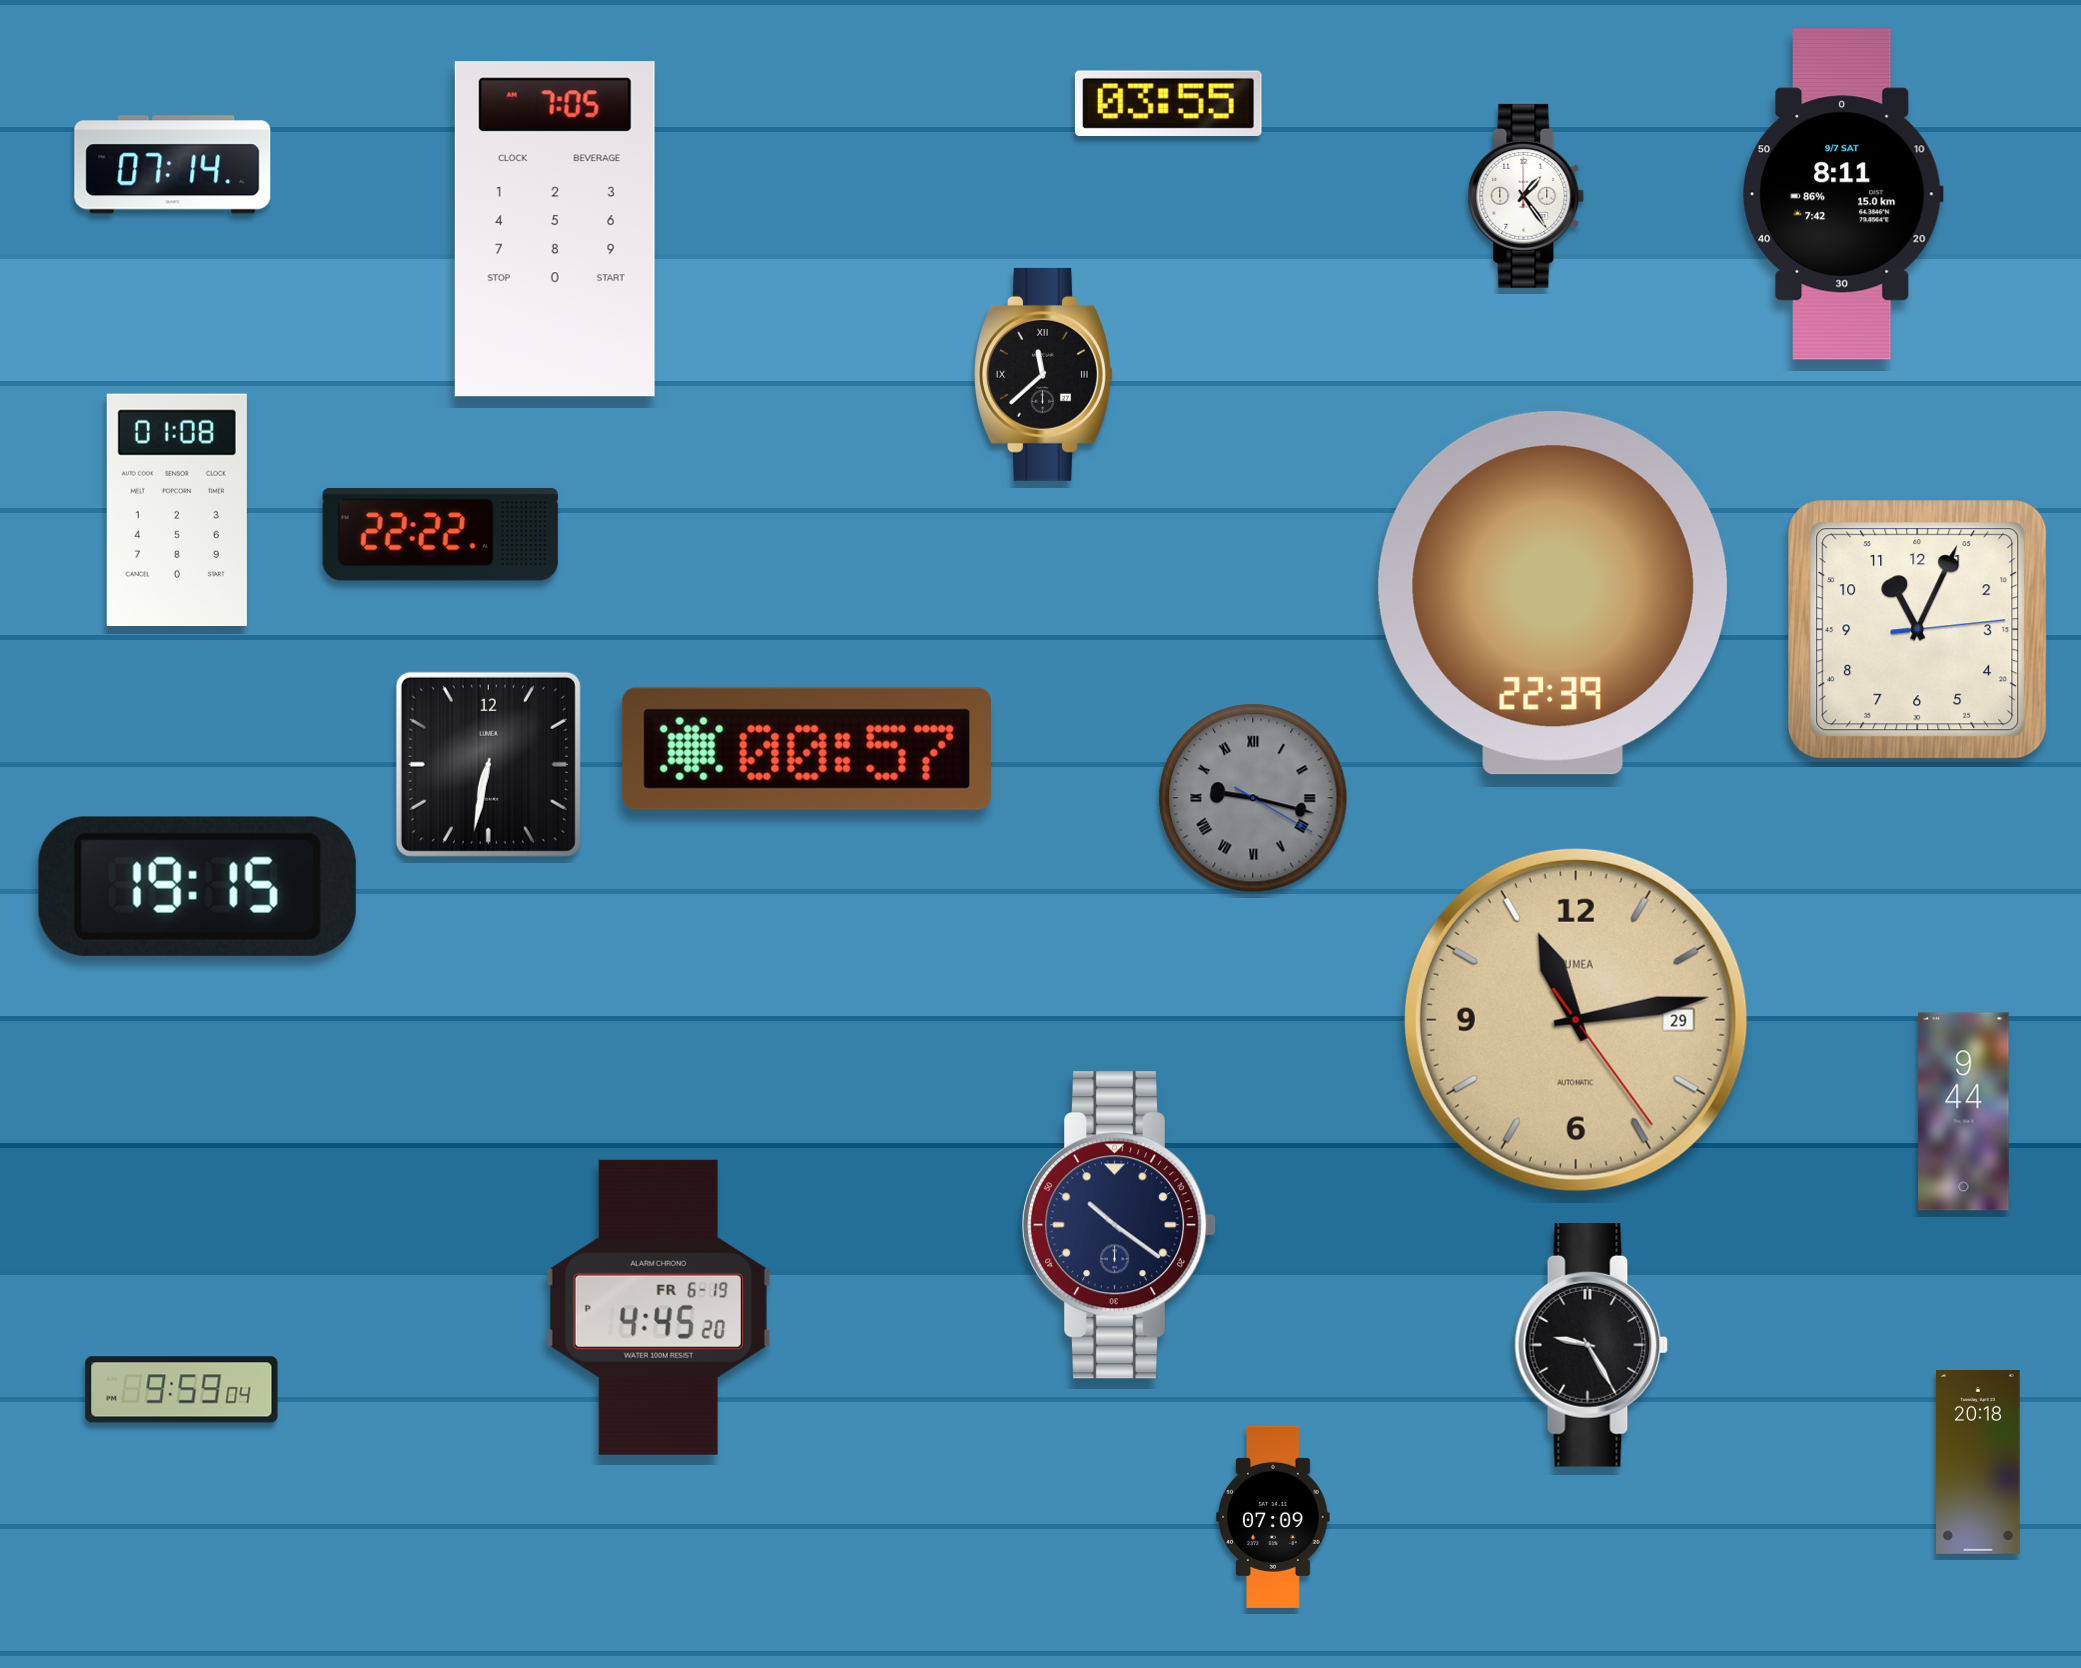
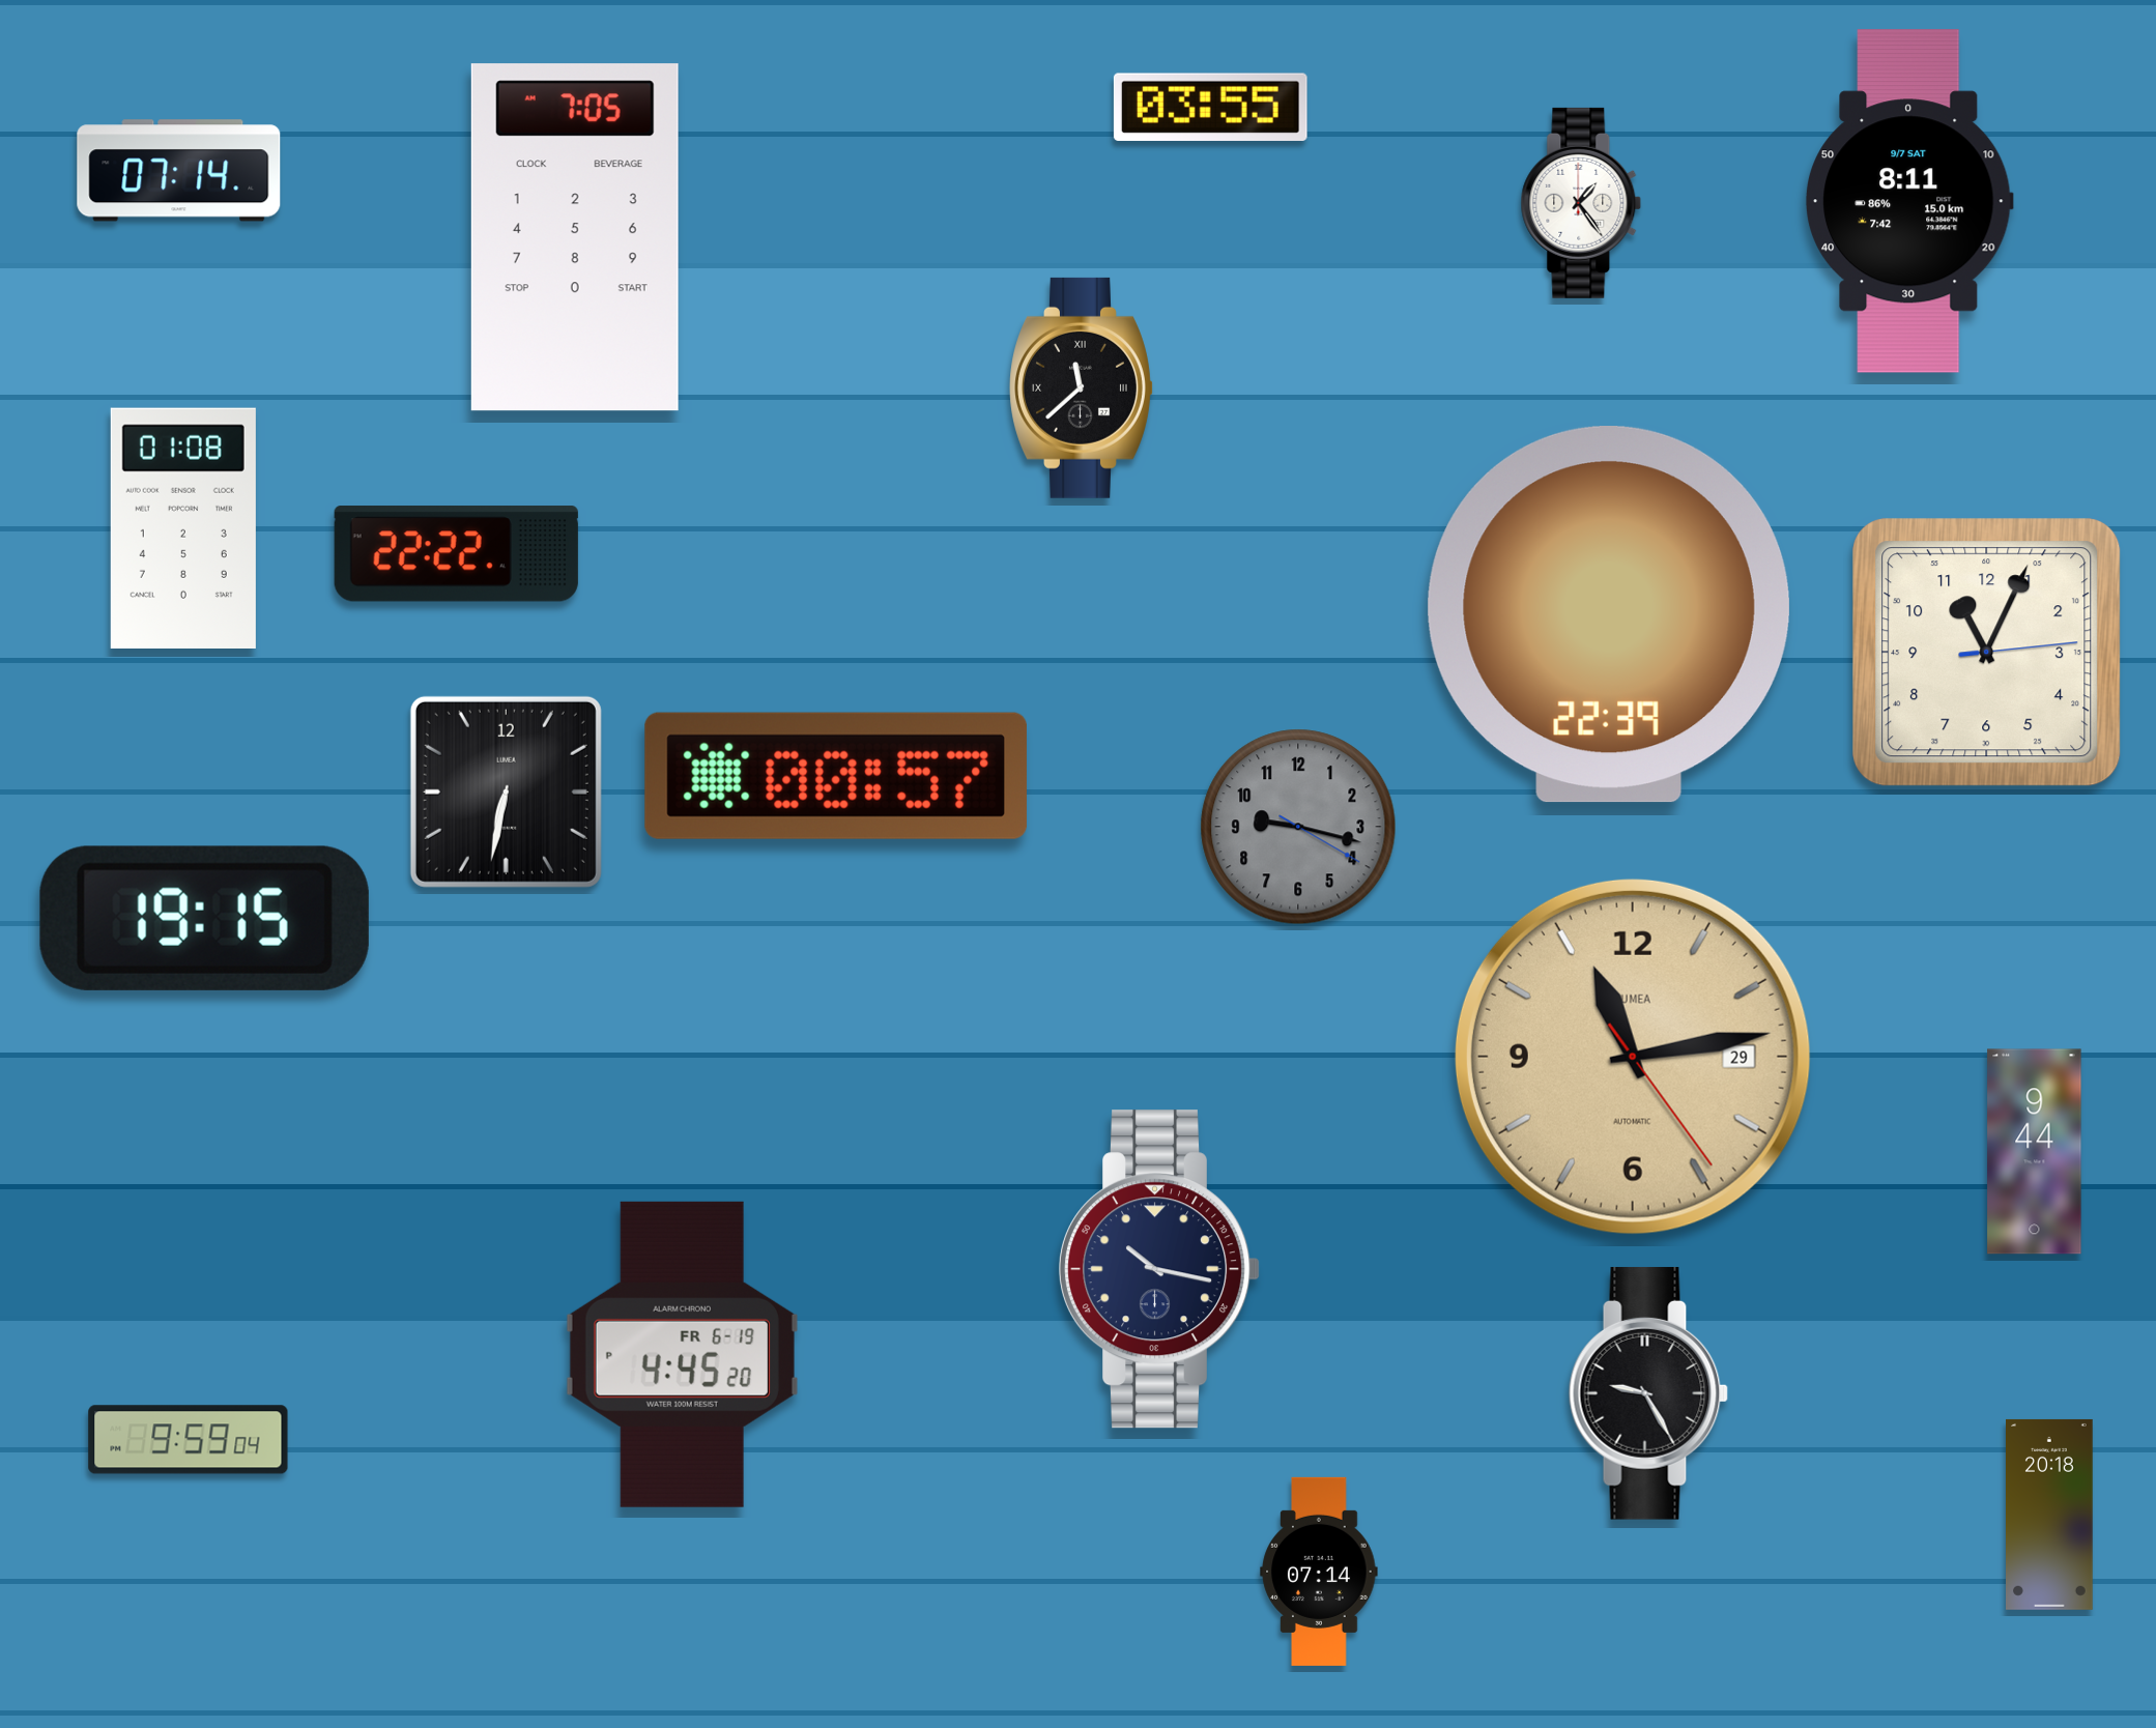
clock at (1253, 798) numerals: Roman -> Arabic
clock at (1119, 1225): 10:21 -> 10:17
clock at (1273, 1517): 07:09 -> 07:14
